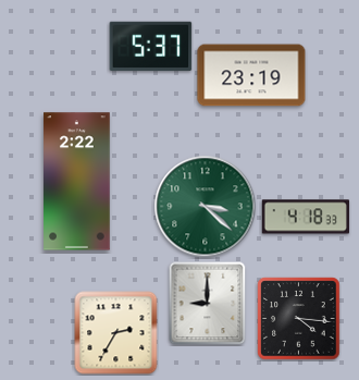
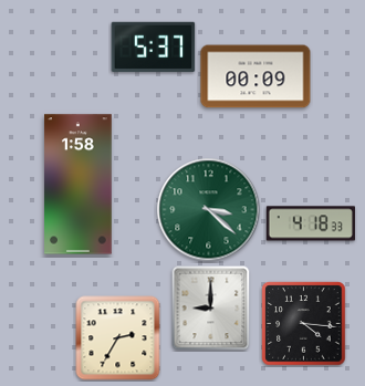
clock at (251, 75): 23:19 -> 00:09
clock at (77, 182): 2:22 -> 1:58
clock at (306, 217) position: (306, 217) -> (311, 223)
